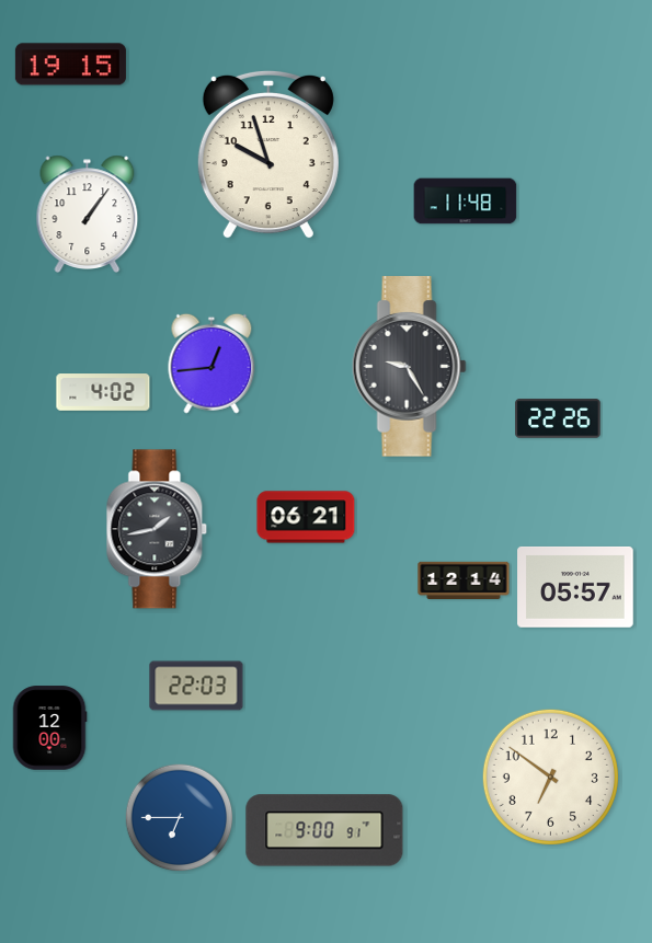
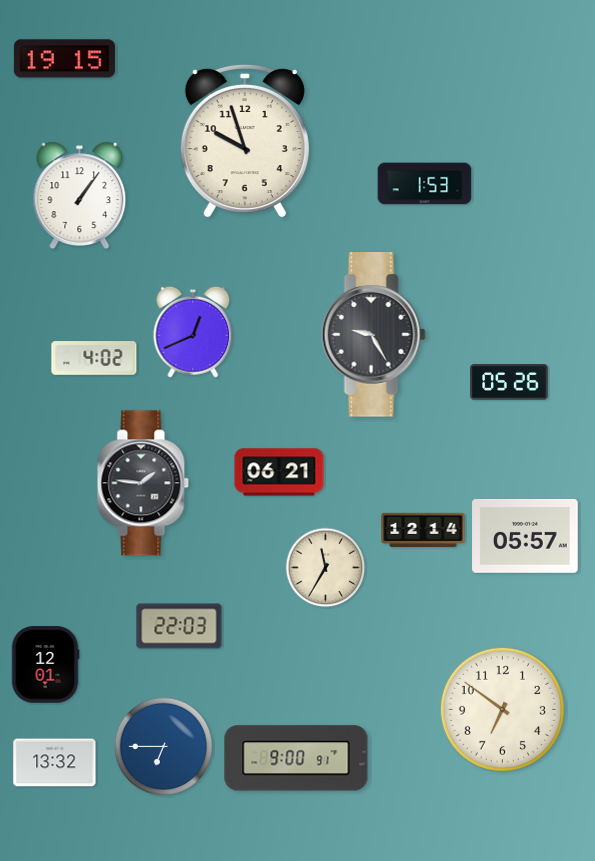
clock at (466, 202): 11:48 -> 1:53
clock at (211, 364): 12:44 -> 12:41
clock at (558, 418): 22:26 -> 05:26
clock at (157, 529): 1:43 -> 1:46
clock at (326, 568): none -> 11:35
clock at (49, 728): 12:00 -> 12:01
clock at (55, 763): none -> 13:32
